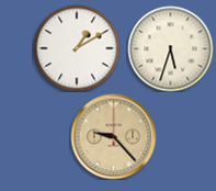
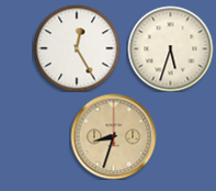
clock at (77, 48): 1:10 -> 12:25
clock at (113, 136): 9:23 -> 8:33
